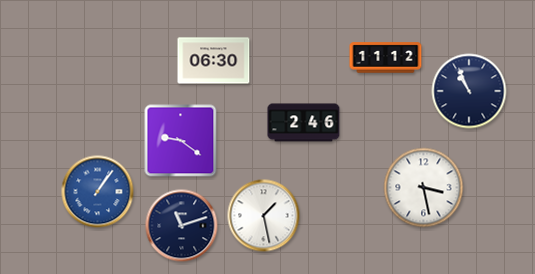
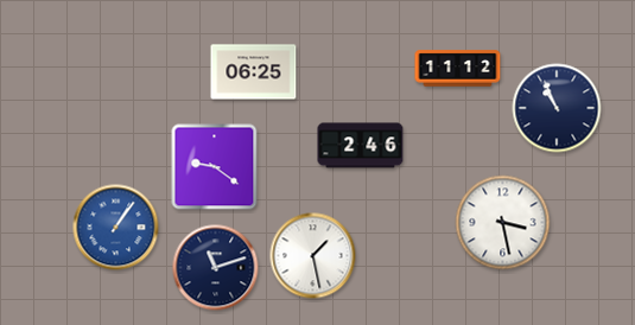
clock at (214, 61): 06:30 -> 06:25
